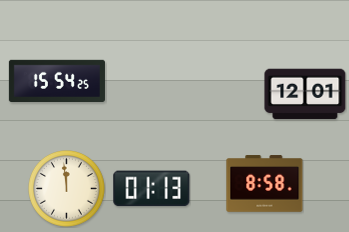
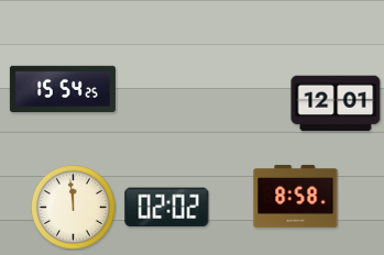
clock at (265, 184) position: (265, 184) -> (296, 197)
clock at (152, 189): 01:13 -> 02:02
